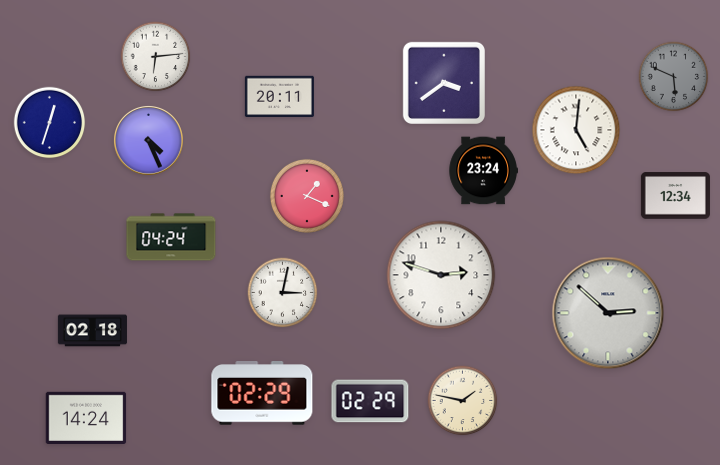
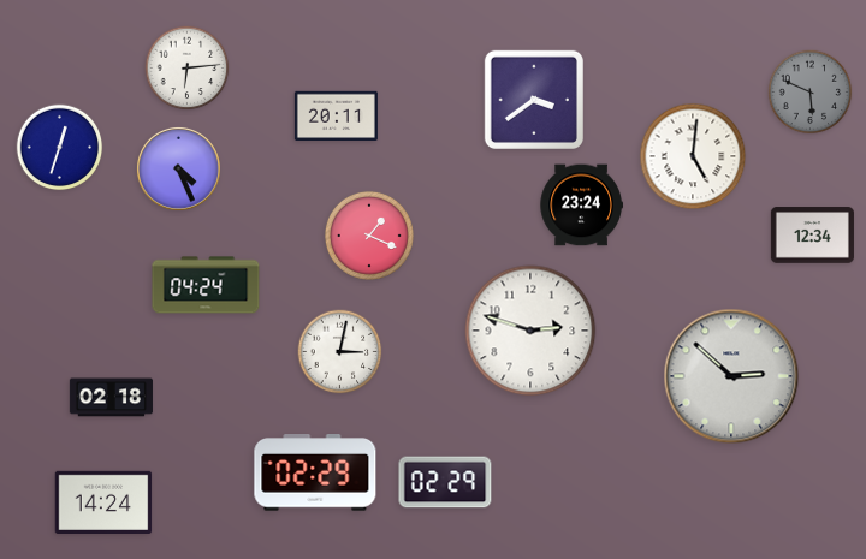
clock at (463, 401): 1:47 -> none
